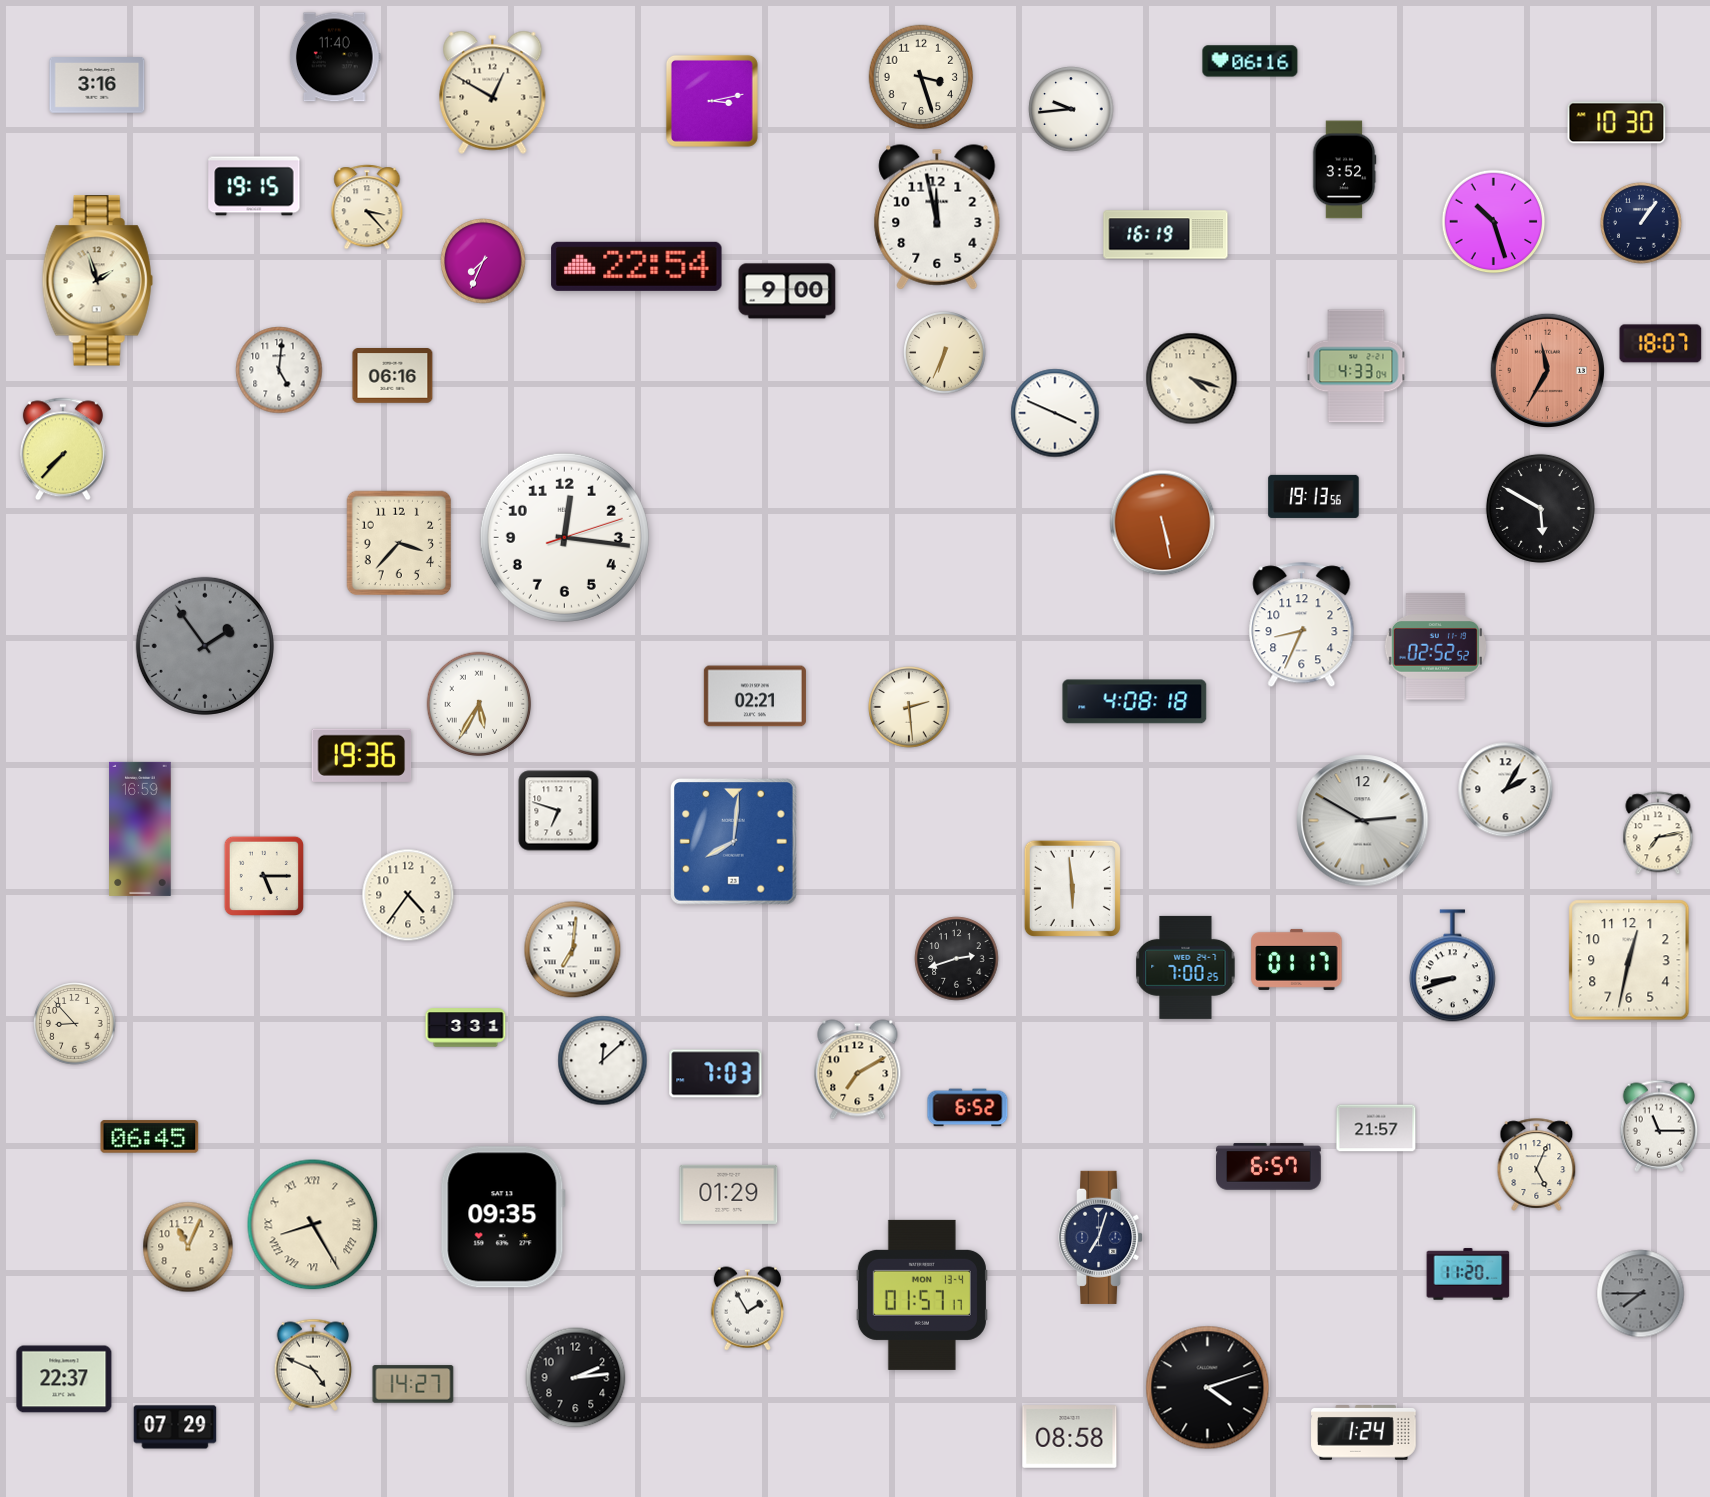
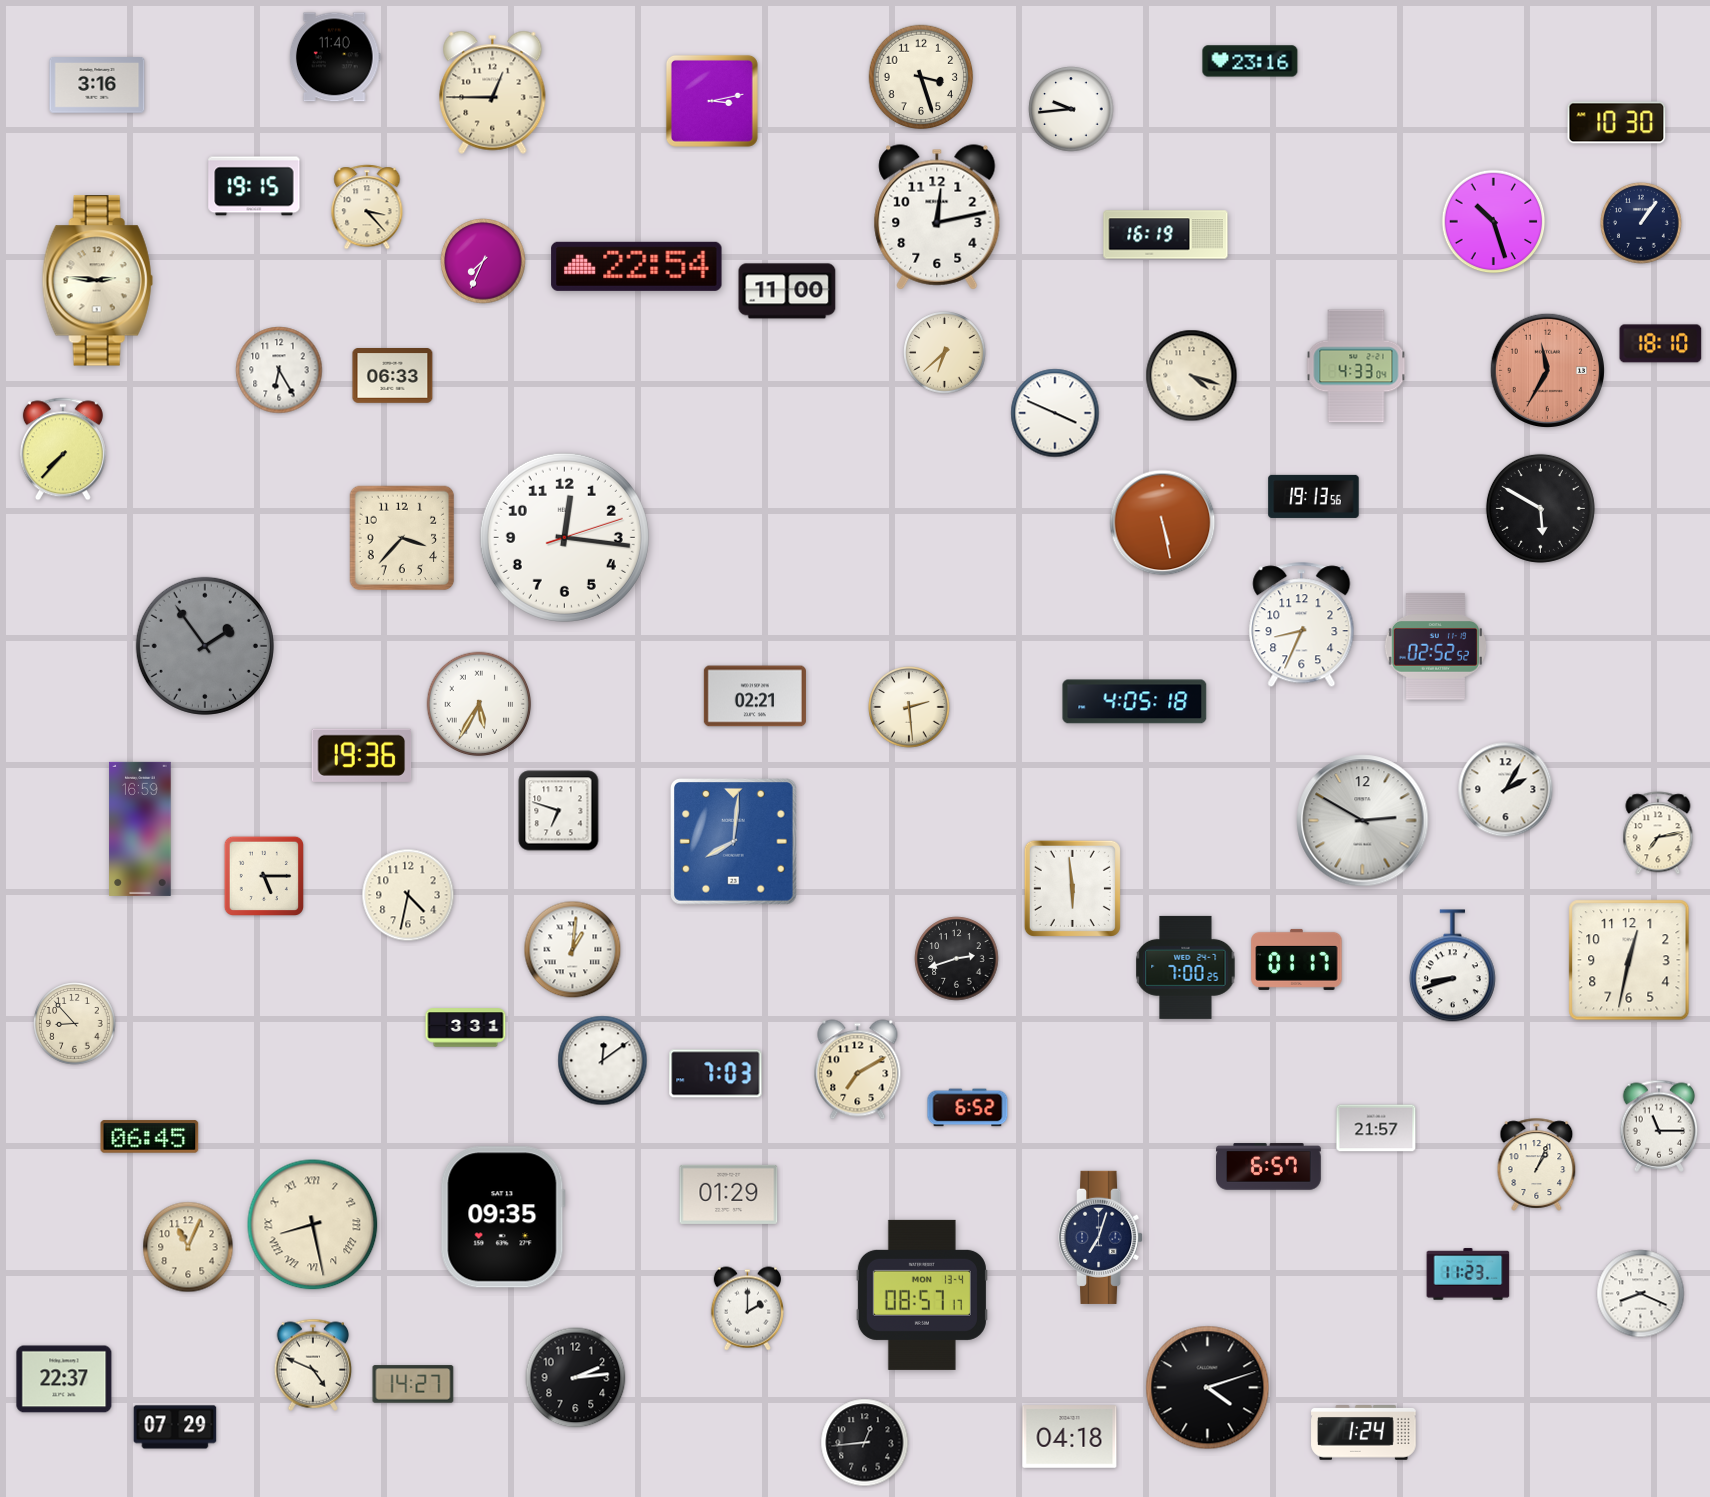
clock at (1250, 61): 06:16 -> 23:16
clock at (493, 92): 12:50 -> 12:45
clock at (1344, 170): 3:52 -> none
clock at (937, 217): 11:58 -> 12:13
clock at (97, 281): 1:57 -> 2:46
clock at (787, 291): 9:00 -> 11:00
clock at (1661, 344): 18:07 -> 18:10
clock at (945, 353): 6:34 -> 6:38
clock at (279, 370): 5:01 -> 6:25
clock at (393, 376): 06:16 -> 06:33
clock at (1192, 379) position: (1192, 379) -> (1192, 376)
clock at (399, 543) position: (399, 543) -> (402, 538)
clock at (1135, 702): 4:08 -> 4:05
clock at (408, 895): 4:36 -> 4:32
clock at (573, 950): 7:01 -> 1:01
clock at (603, 1061): 12:08 -> 12:09
clock at (1537, 1164): 5:04 -> 1:04
clock at (313, 1225): 8:25 -> 8:28
clock at (1468, 1274): 11:20 -> 11:23
clock at (1641, 1294): 7:45 -> 8:19
clock at (1641, 1294) dial: grey -> white
clock at (922, 1295): 01:57 -> 08:57
clock at (747, 1309): 1:55 -> 2:00
clock at (1070, 1437): 08:58 -> 04:18
clock at (865, 1443): none -> 12:44
